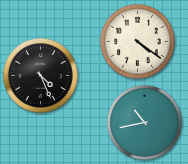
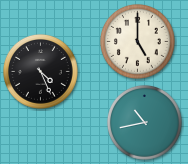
clock at (137, 41): 4:21 -> 5:00
clock at (40, 75) position: (40, 75) -> (40, 71)
